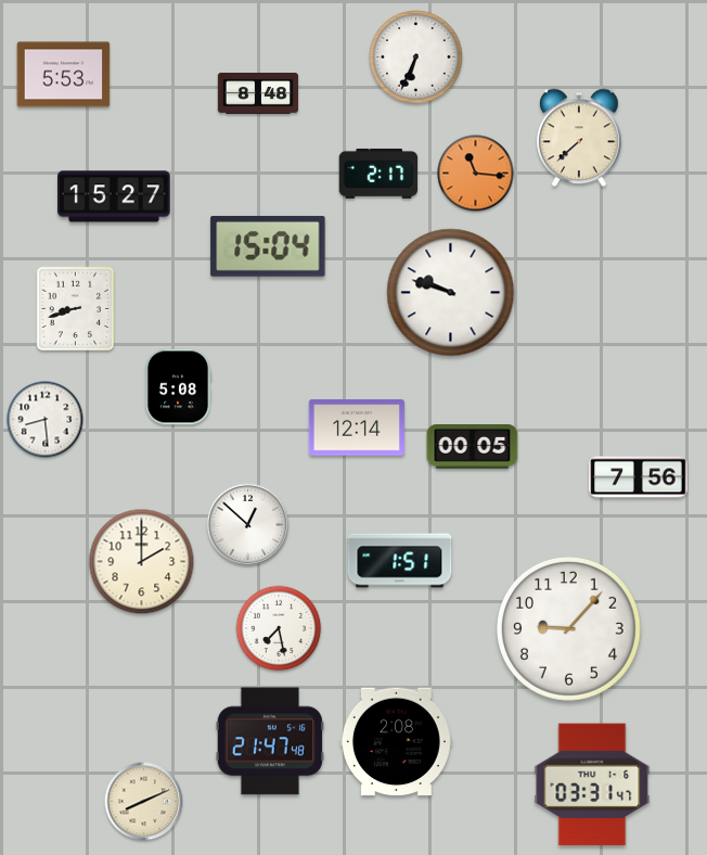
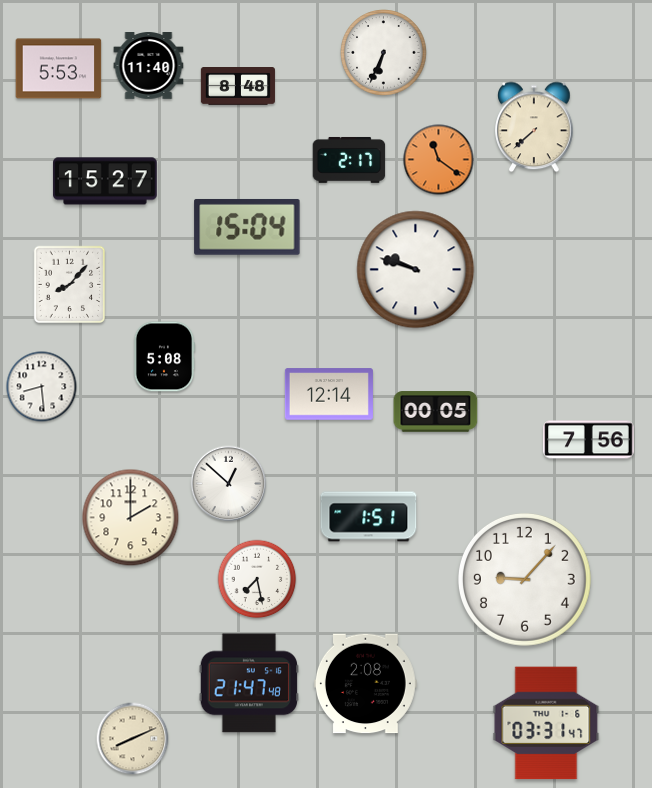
clock at (149, 66): none -> 11:40
clock at (476, 174): 11:16 -> 11:21
clock at (76, 309): 8:42 -> 8:07
